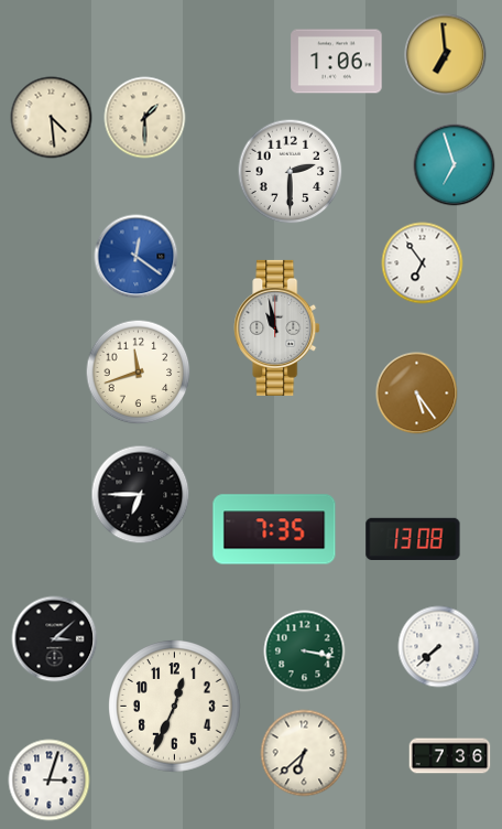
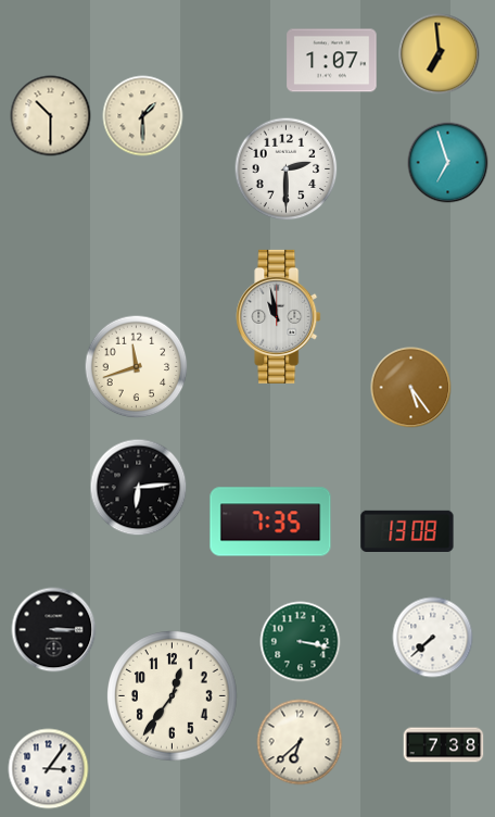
clock at (337, 62): 1:06 -> 1:07
clock at (52, 118): 4:29 -> 10:30
clock at (137, 257): 12:21 -> none
clock at (423, 263): 6:54 -> none
clock at (277, 327) position: (277, 327) -> (279, 316)
clock at (141, 495): 6:45 -> 6:14
clock at (55, 639): 3:08 -> 3:15
clock at (175, 707): 12:34 -> 12:36
clock at (450, 756): 7:36 -> 7:38
clock at (50, 780): 3:03 -> 3:06
